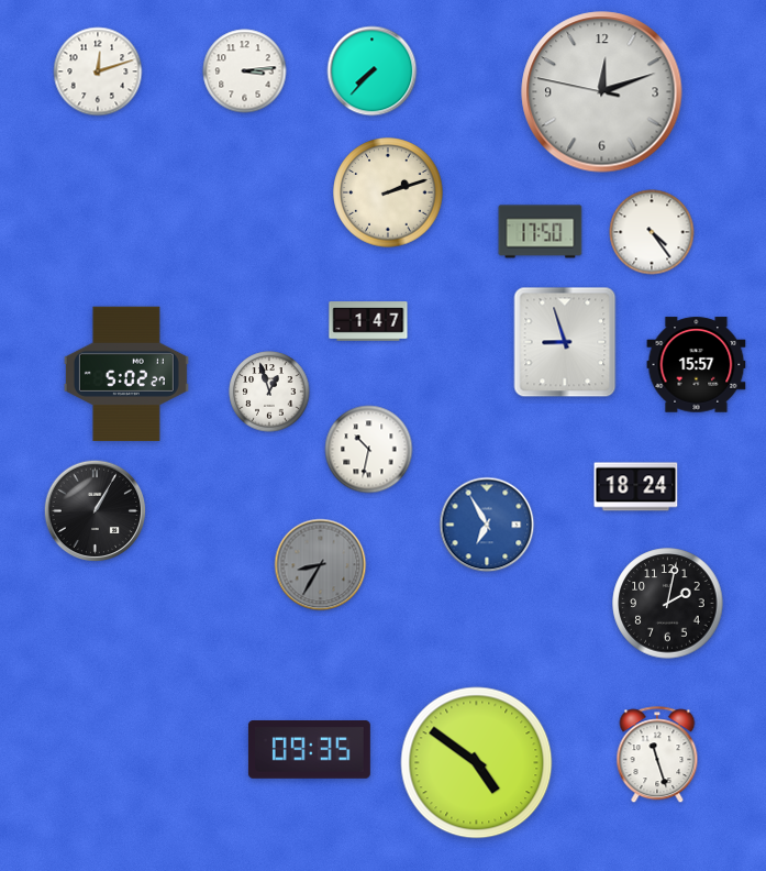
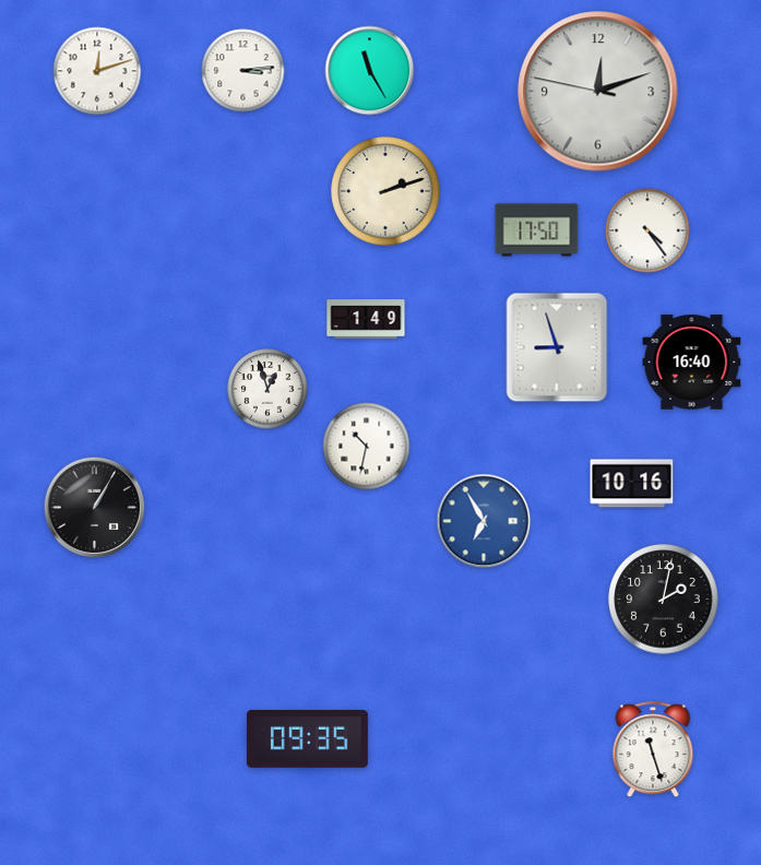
clock at (373, 71): 7:37 -> 11:25
clock at (368, 321): 1:47 -> 1:49
clock at (565, 342) position: (565, 342) -> (557, 347)
clock at (697, 365): 15:57 -> 16:40
clock at (126, 374): 5:02 -> none
clock at (636, 487): 18:24 -> 10:16
clock at (321, 565): 8:35 -> none
clock at (309, 750) position: (309, 750) -> (307, 739)
clock at (477, 763): 4:51 -> none
